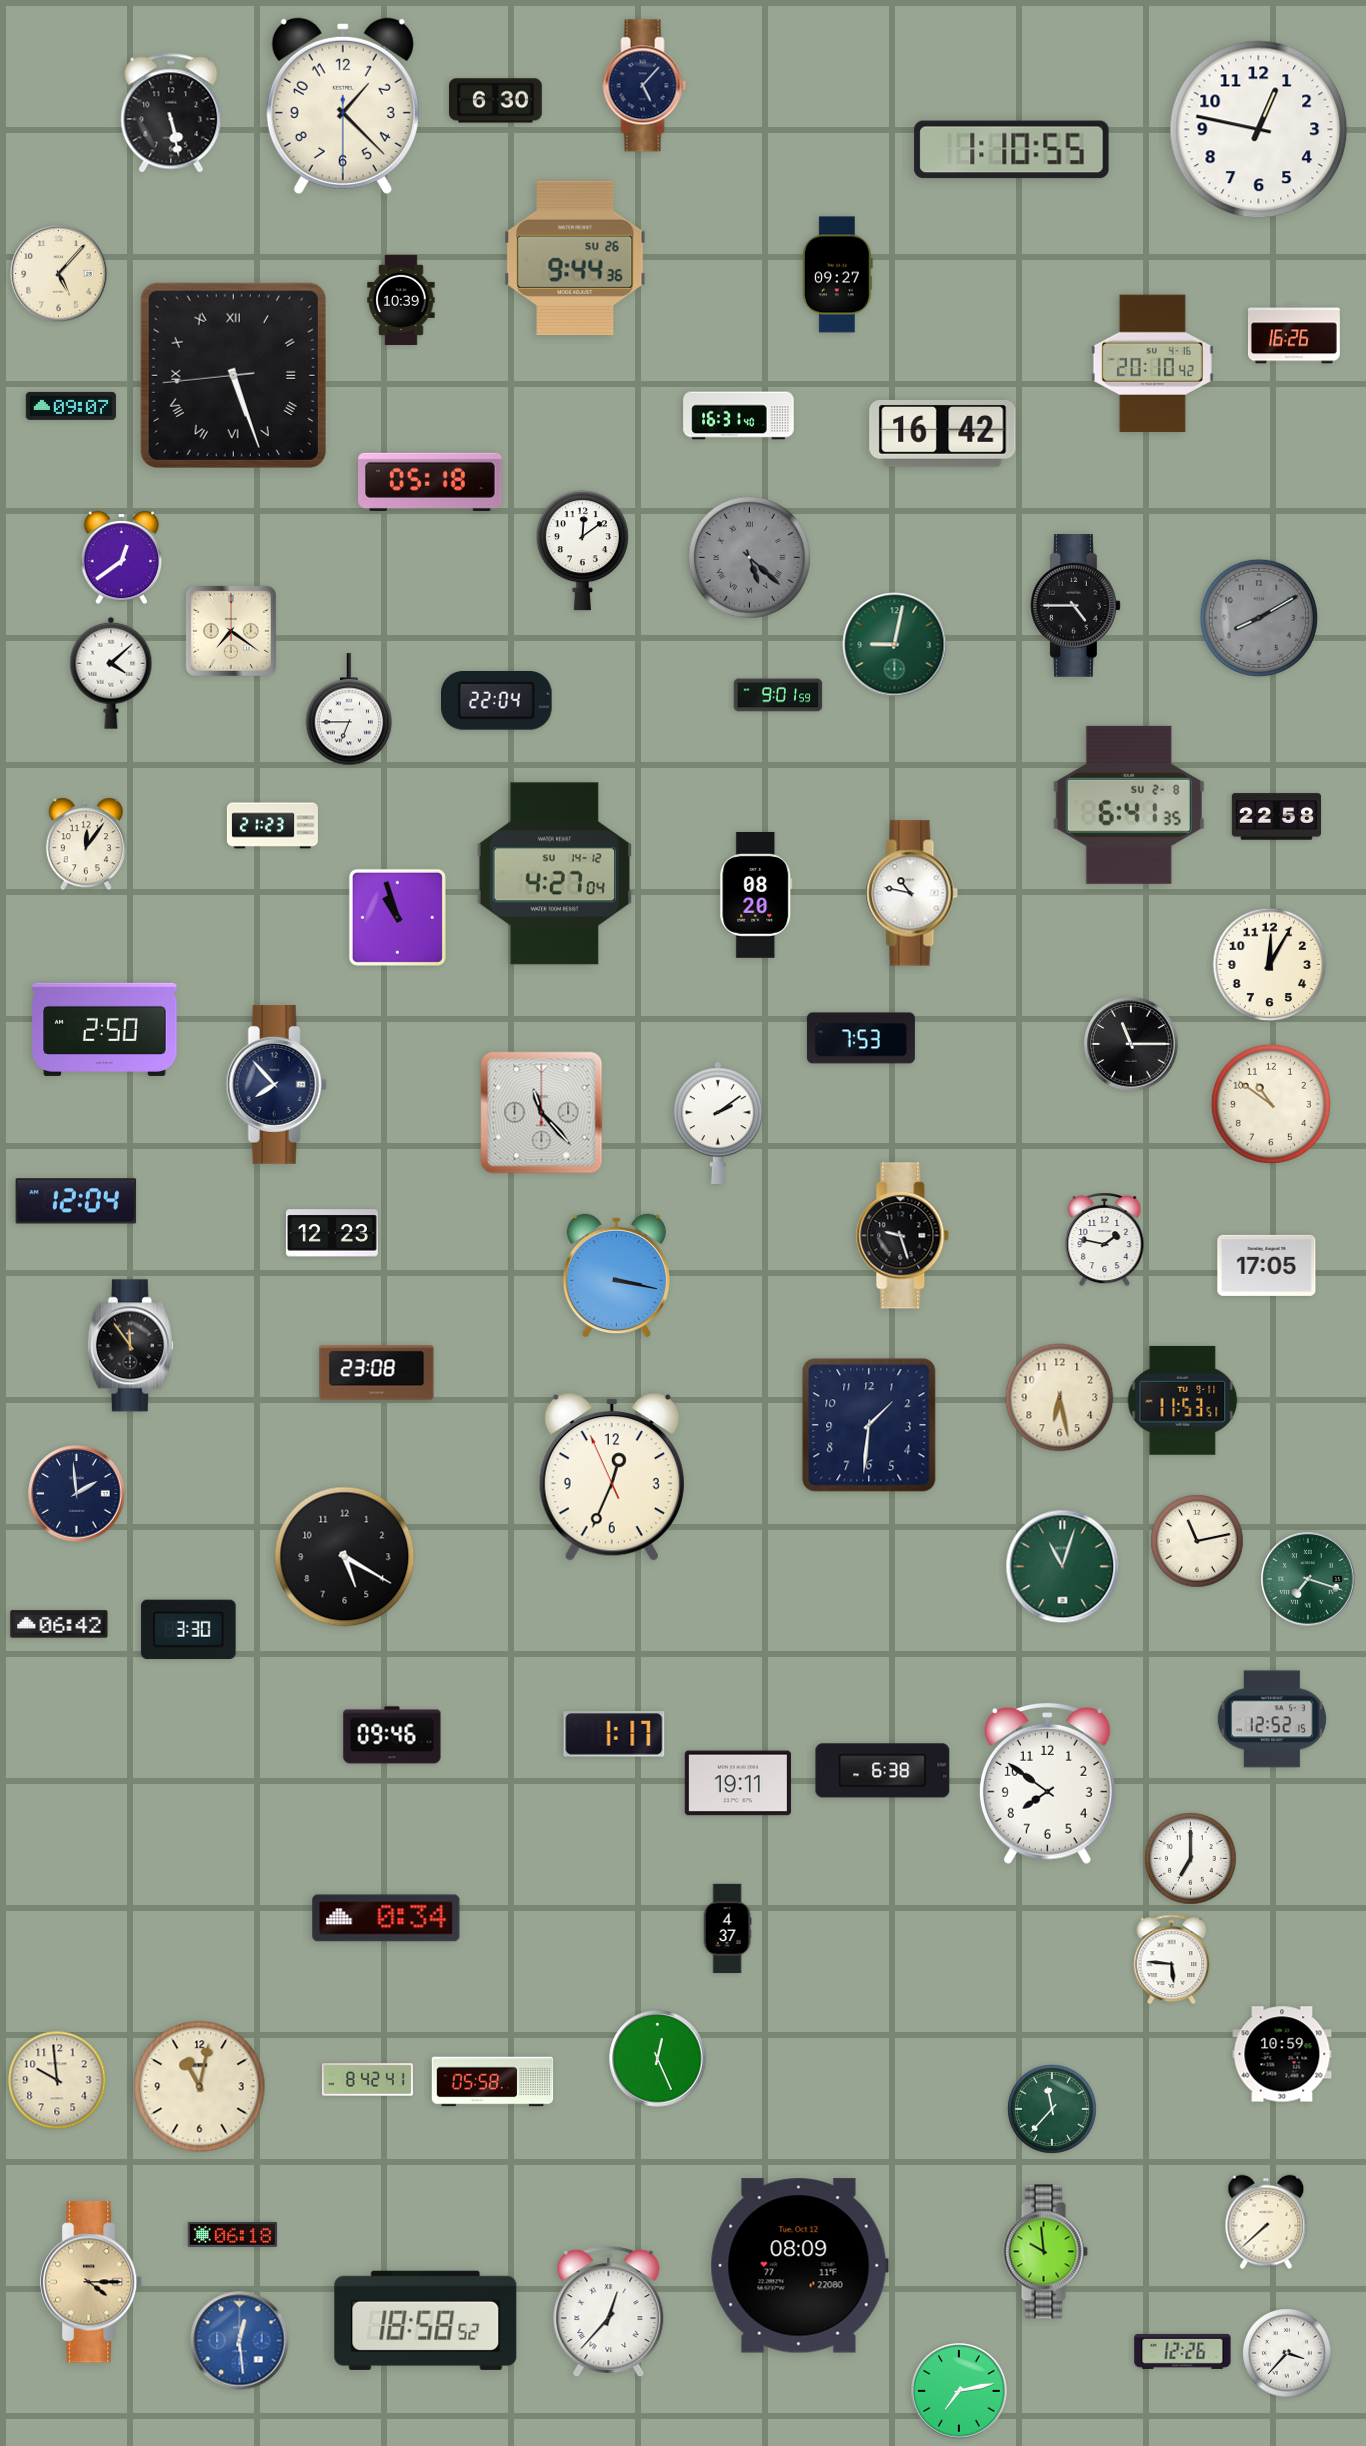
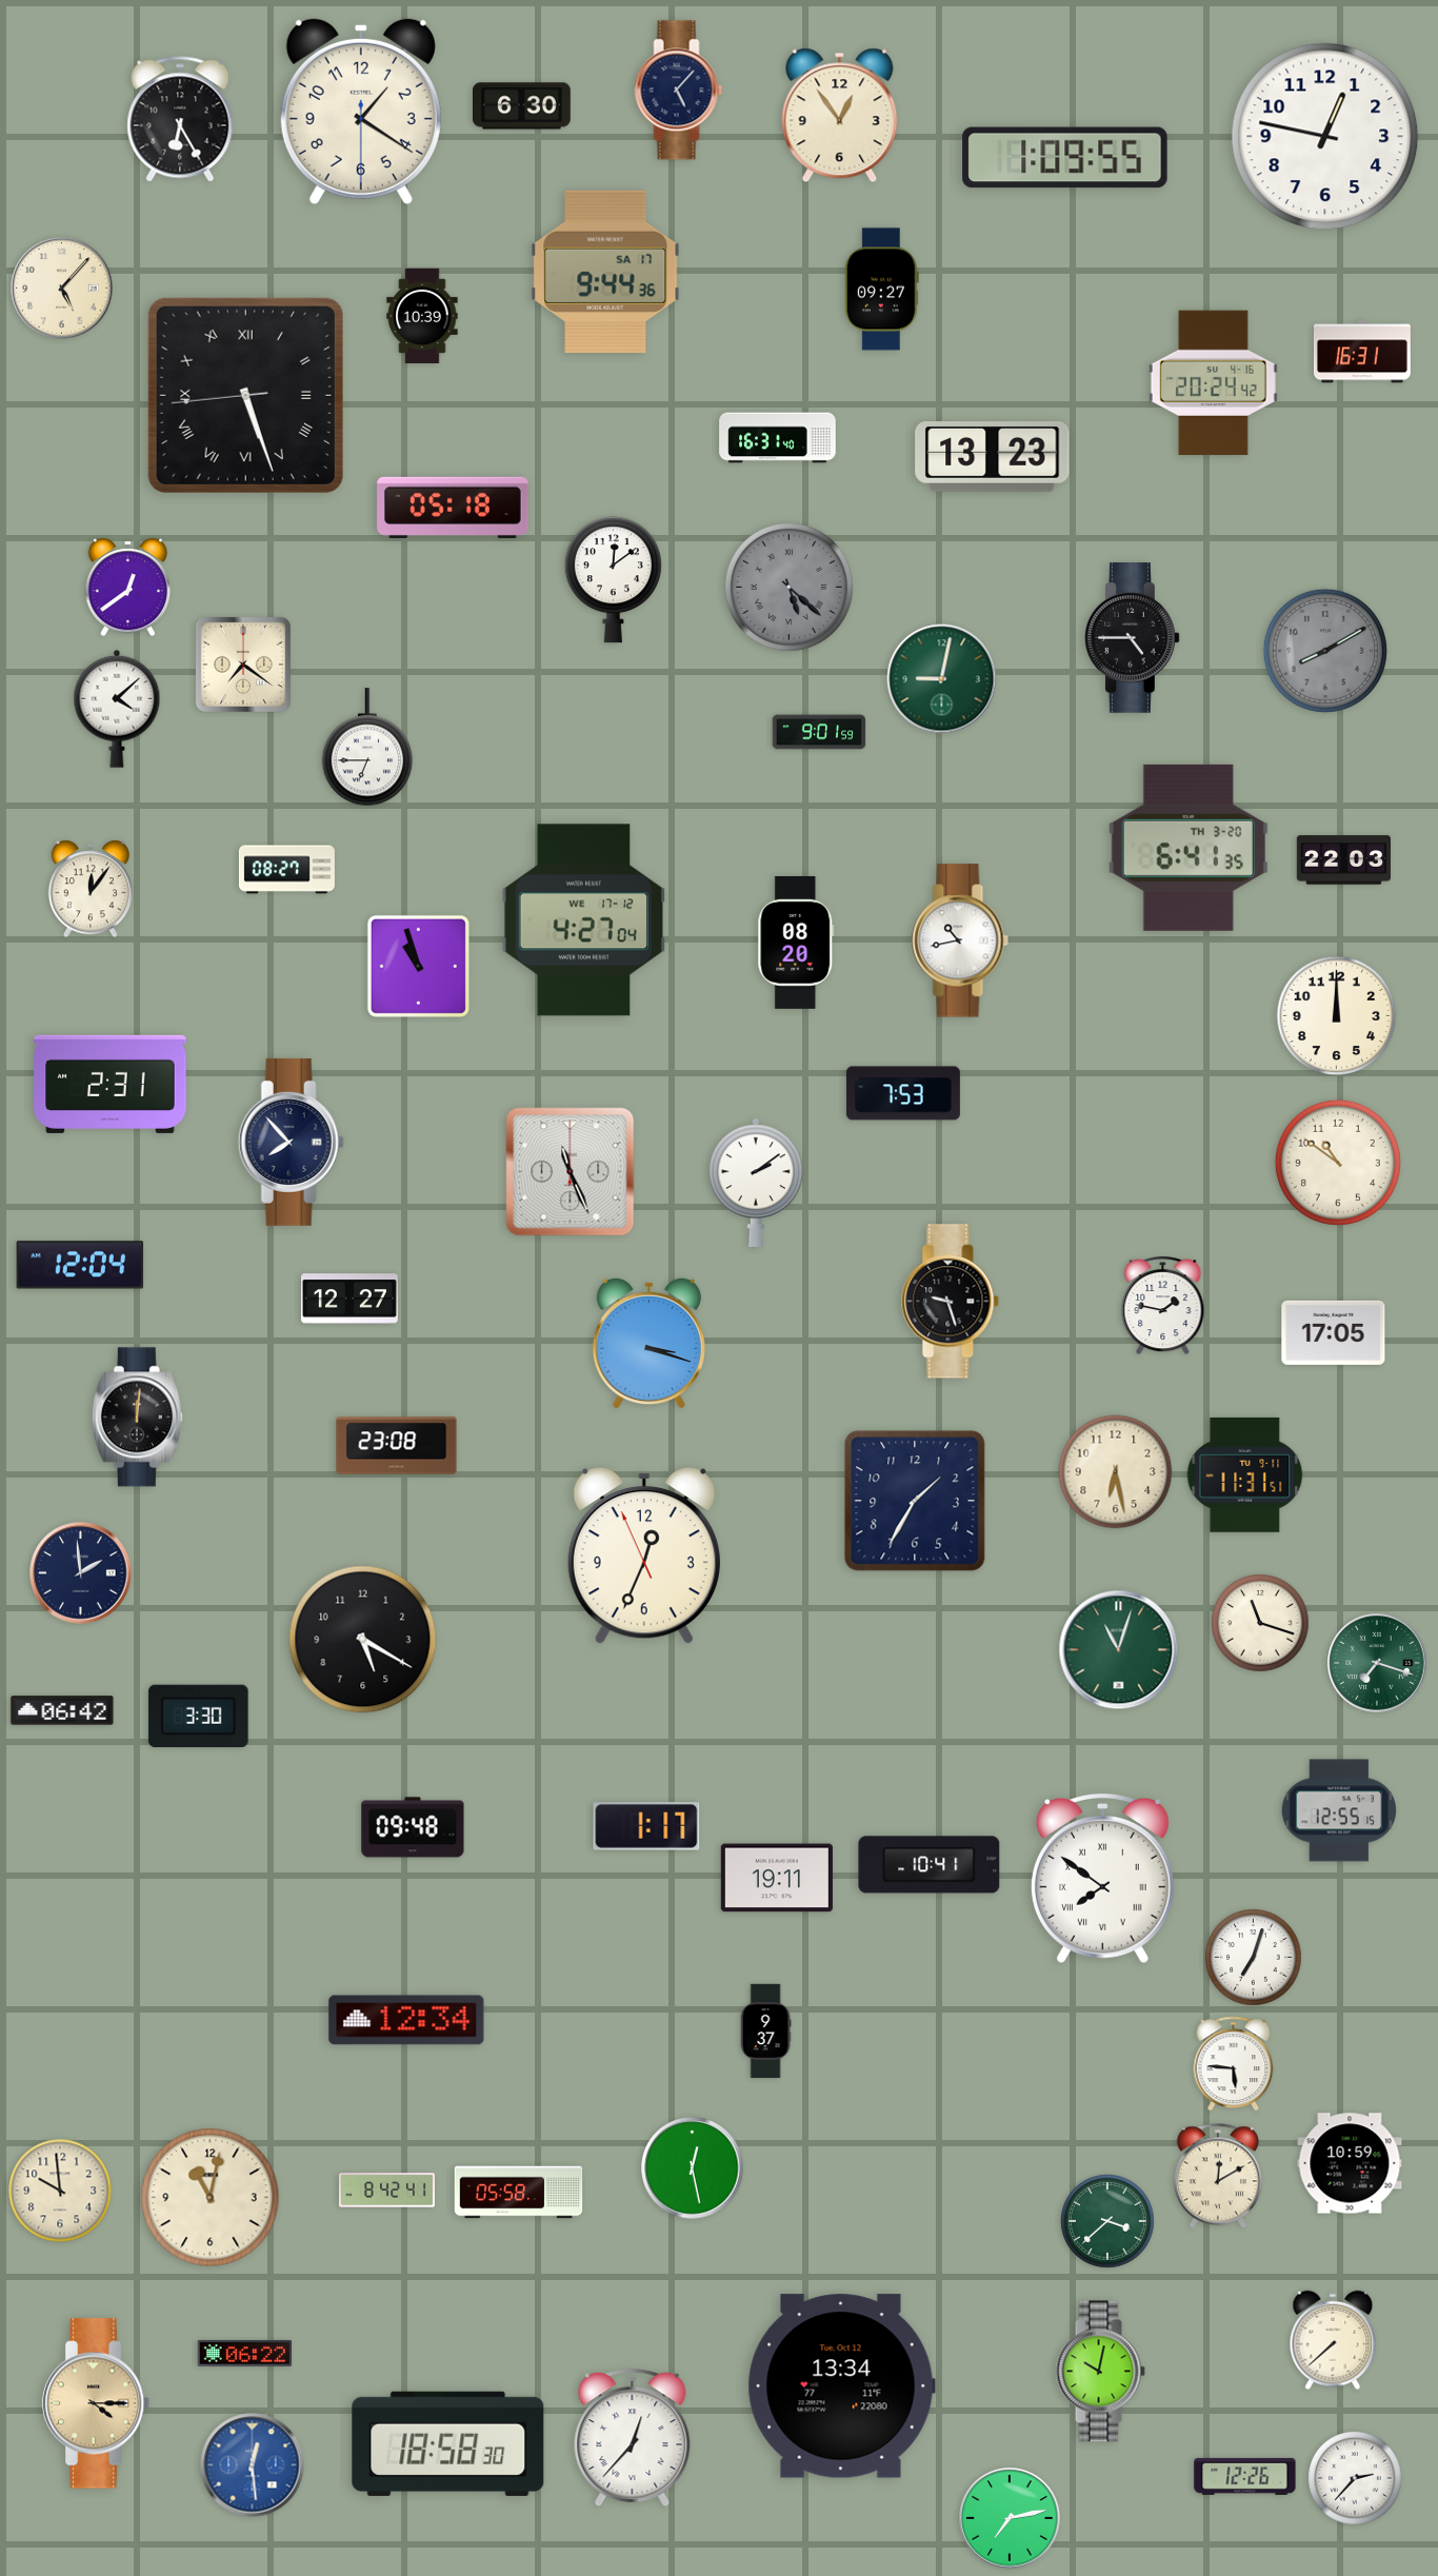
clock at (343, 106): 1:22 -> 1:20
clock at (840, 116): none -> 12:54
clock at (171, 113): 5:28 -> 6:25
clock at (1012, 150): 1:10 -> 1:09
clock at (575, 257) date: SU 26 -> SA 17
clock at (1294, 334): 16:26 -> 16:31
clock at (1152, 364): 20:10 -> 20:24
clock at (71, 406): 09:07 -> none
clock at (943, 434): 16:42 -> 13:23
clock at (497, 701): 22:04 -> none
clock at (1129, 805) date: SU 2-8 -> TH 3-20
clock at (1276, 817): 22:58 -> 22:03
clock at (272, 826): 21:23 -> 08:27
clock at (554, 874) date: SU 14-12 -> WE 17-12
clock at (912, 893): 10:47 -> 10:43
clock at (1270, 965): 12:05 -> 12:00
clock at (105, 1029): 2:50 -> 2:31
clock at (861, 1038) position: (861, 1038) -> (903, 1093)
clock at (1131, 1044): 11:15 -> none
clock at (542, 1113): 11:23 -> 11:26
clock at (332, 1233): 12:23 -> 12:27
clock at (616, 1275): 3:17 -> 3:18
clock at (130, 1346): 11:54 -> 12:01
clock at (1183, 1400): 11:53 -> 11:31
clock at (869, 1425): 1:31 -> 1:35
clock at (1197, 1541): 11:13 -> 11:18
clock at (1271, 1719): 12:52 -> 12:55
clock at (392, 1735): 09:46 -> 09:48
clock at (883, 1771): 6:38 -> 10:41
clock at (1047, 1784) numerals: Arabic -> Roman
clock at (1191, 1859): 7:00 -> 7:03
clock at (386, 1918): 0:34 -> 12:34
clock at (727, 1929): 4:37 -> 9:37
clock at (658, 2059): 12:26 -> 12:28
clock at (1218, 2176): none -> 12:10
clock at (1053, 2110): 11:37 -> 3:38
clock at (232, 2234): 06:18 -> 06:22
clock at (1045, 2252): 9:59 -> 10:02
clock at (799, 2266): 08:09 -> 13:34
clock at (609, 2312) position: (609, 2312) -> (633, 2438)
clock at (426, 2320): 18:58:52 -> 18:58:30
clock at (1288, 2354): 3:37 -> 2:37
